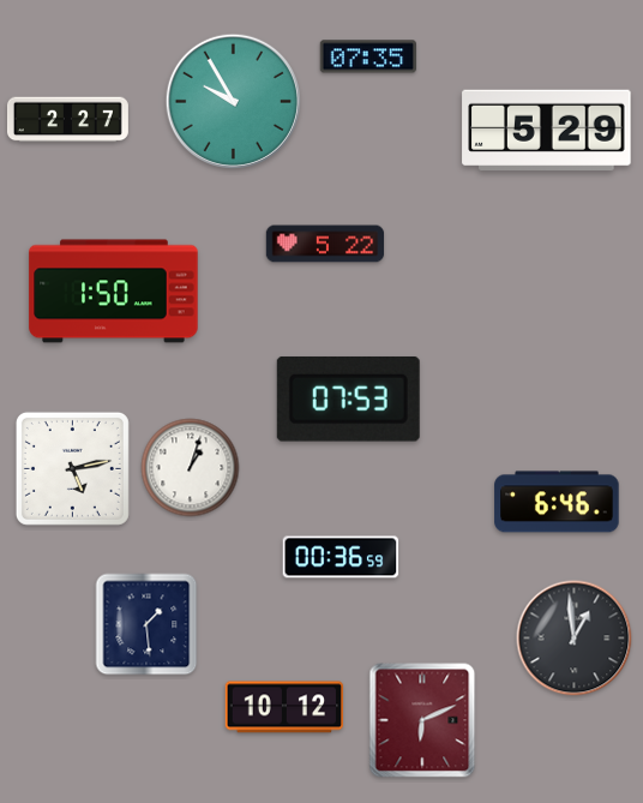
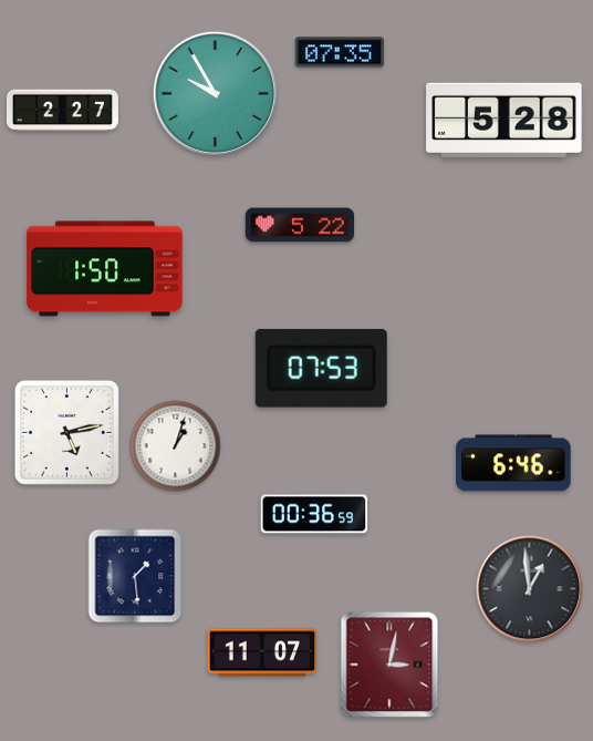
clock at (547, 131): 5:29 -> 5:28
clock at (191, 468) position: (191, 468) -> (176, 446)
clock at (283, 707): 10:12 -> 11:07
clock at (422, 720): 6:11 -> 3:02
